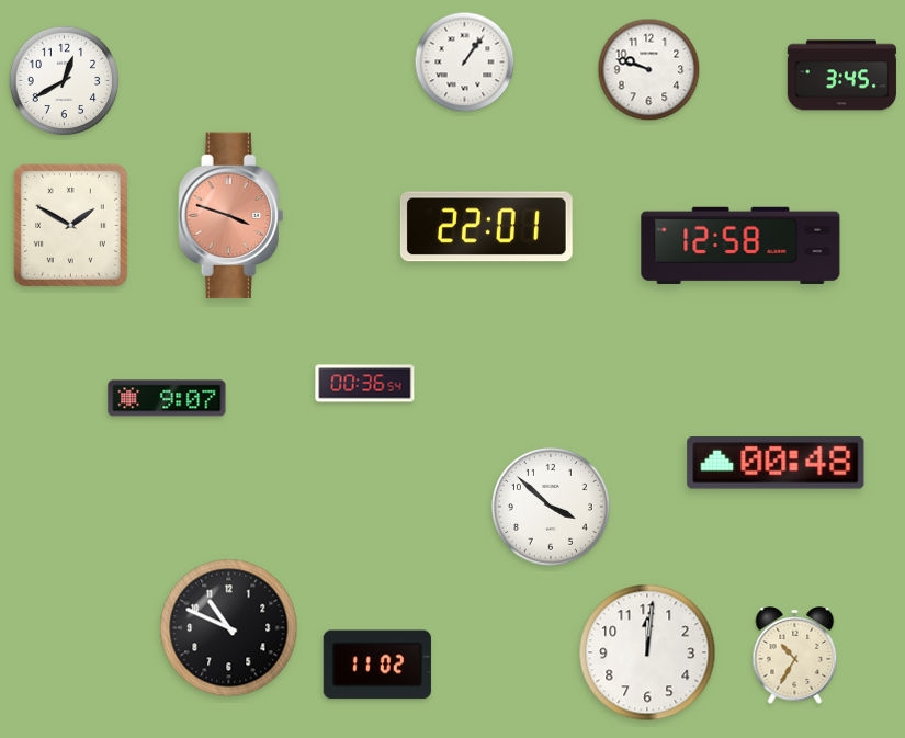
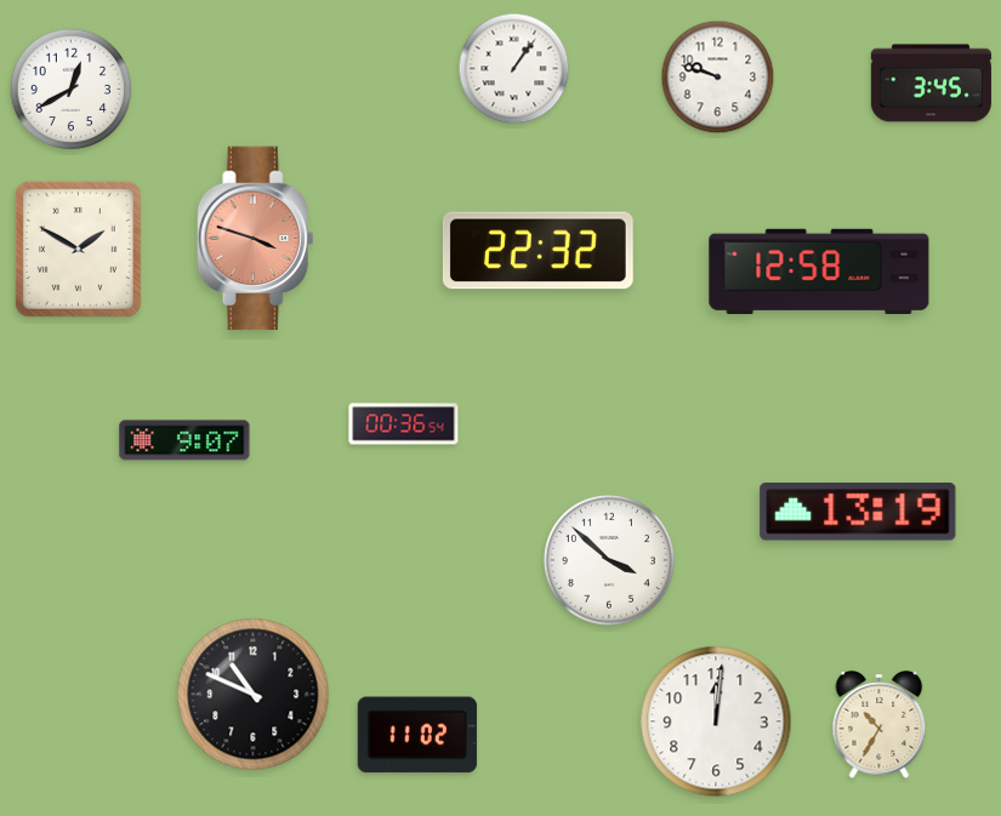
clock at (486, 227): 22:01 -> 22:32
clock at (776, 463): 00:48 -> 13:19
